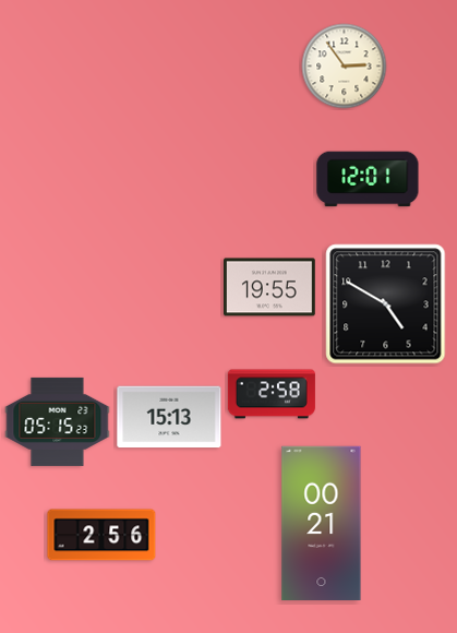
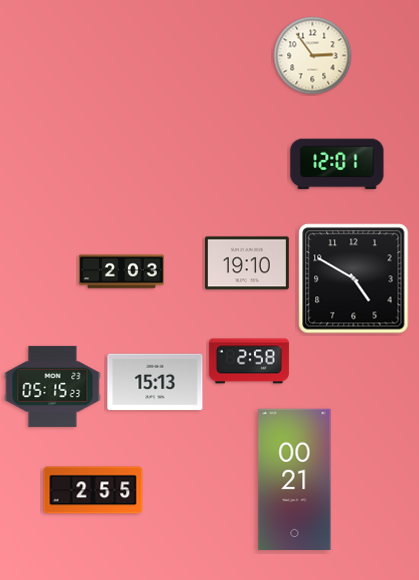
clock at (345, 67) position: (345, 67) -> (313, 56)
clock at (270, 287): 19:55 -> 19:10
clock at (122, 272): none -> 2:03
clock at (101, 535): 2:56 -> 2:55
